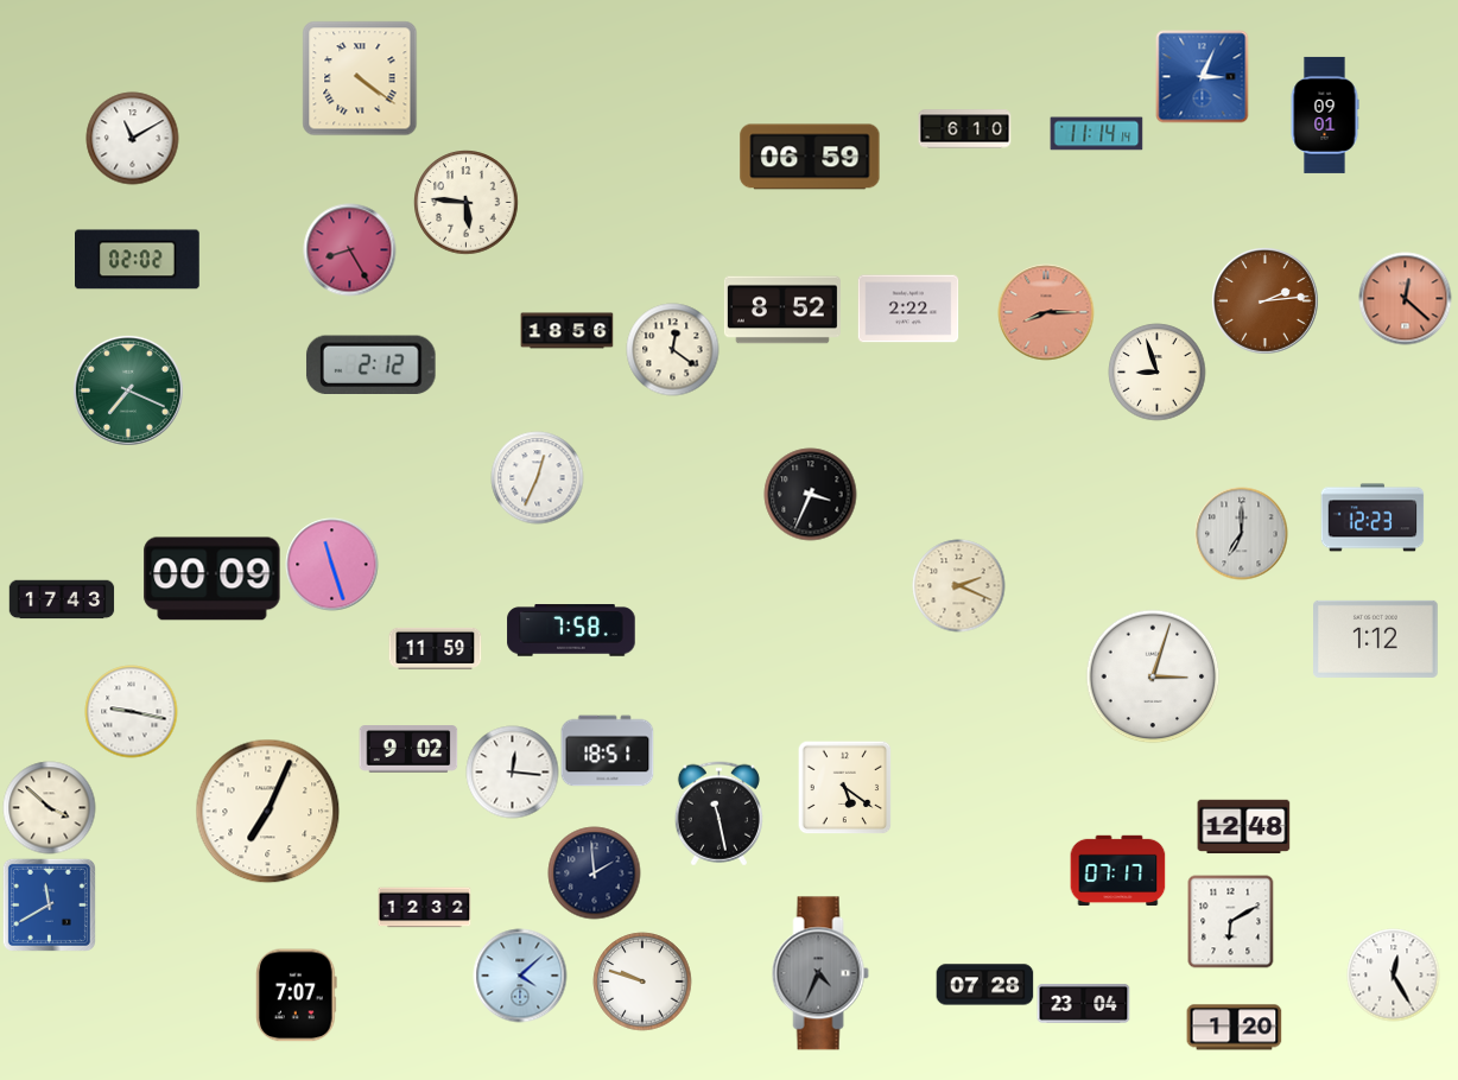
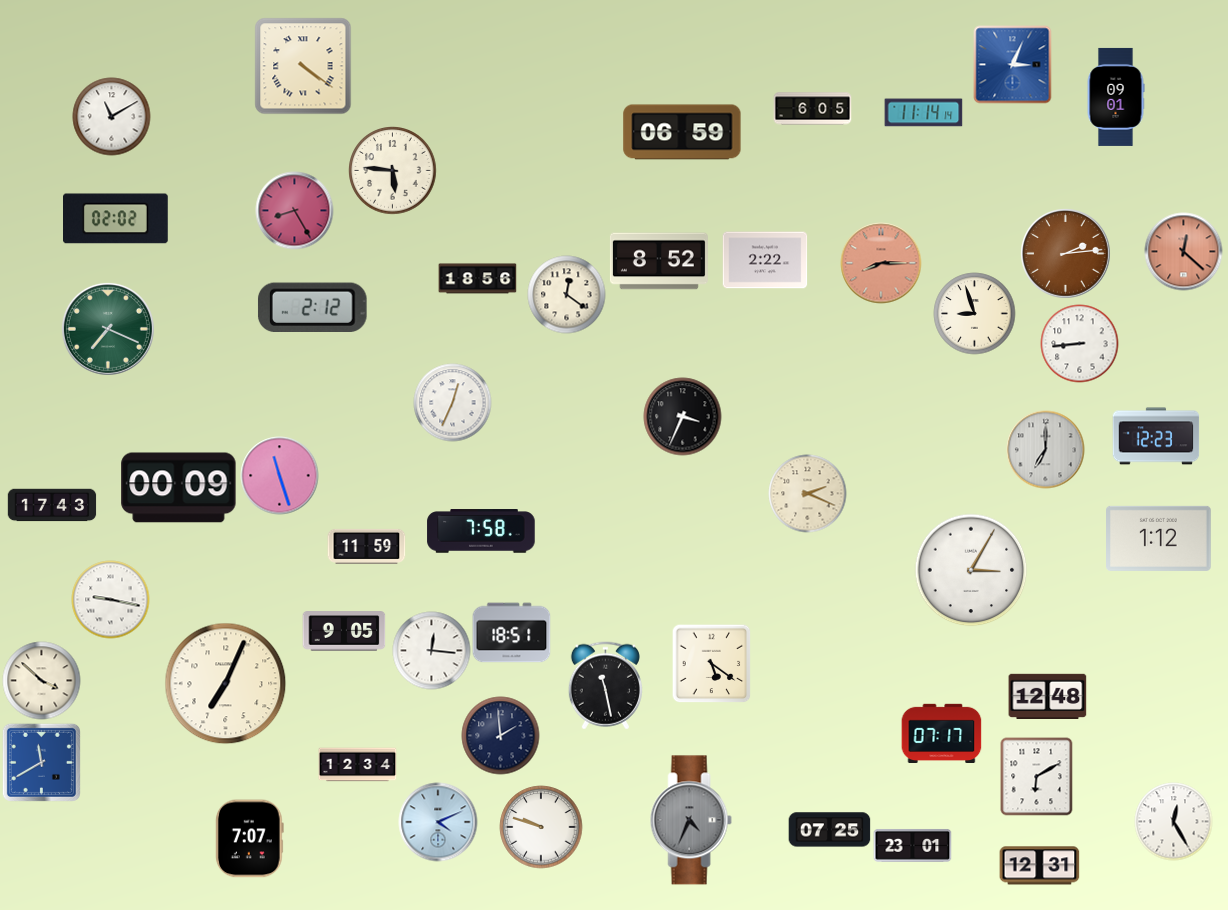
clock at (964, 129): 6:10 -> 6:05
clock at (1079, 343): none -> 8:44
clock at (1153, 676): 3:03 -> 3:05
clock at (408, 749): 9:02 -> 9:05
clock at (424, 908): 12:32 -> 12:34
clock at (520, 976): 4:08 -> 4:11
clock at (984, 985): 07:28 -> 07:25
clock at (1083, 1003): 23:04 -> 23:01
clock at (1234, 1028): 1:20 -> 12:31
